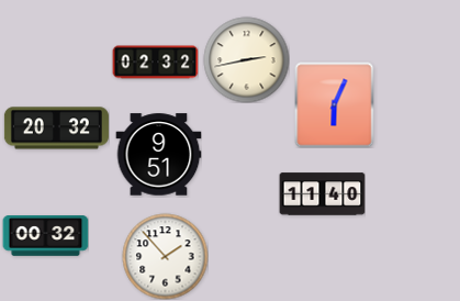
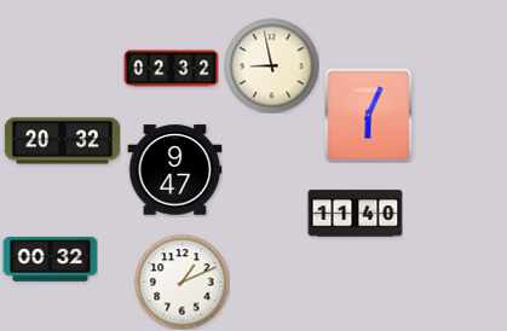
clock at (246, 59): 2:43 -> 8:58
clock at (158, 155): 9:51 -> 9:47
clock at (165, 256): 1:53 -> 1:11
